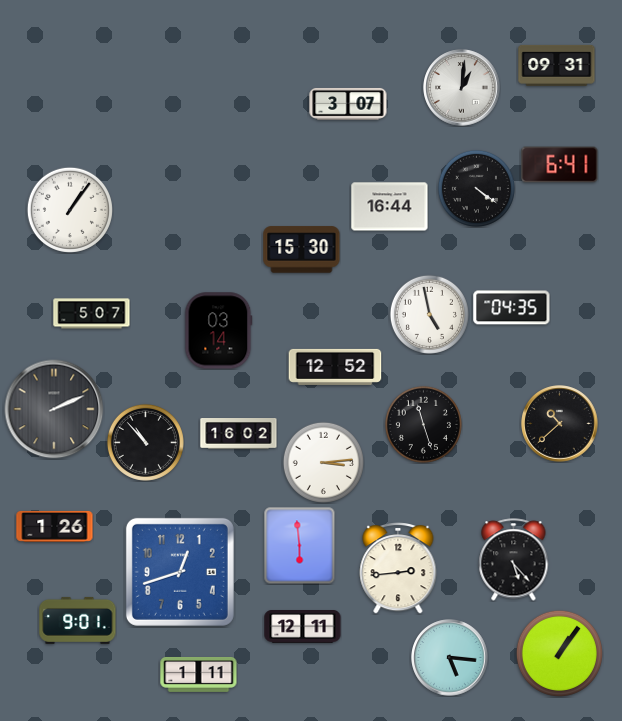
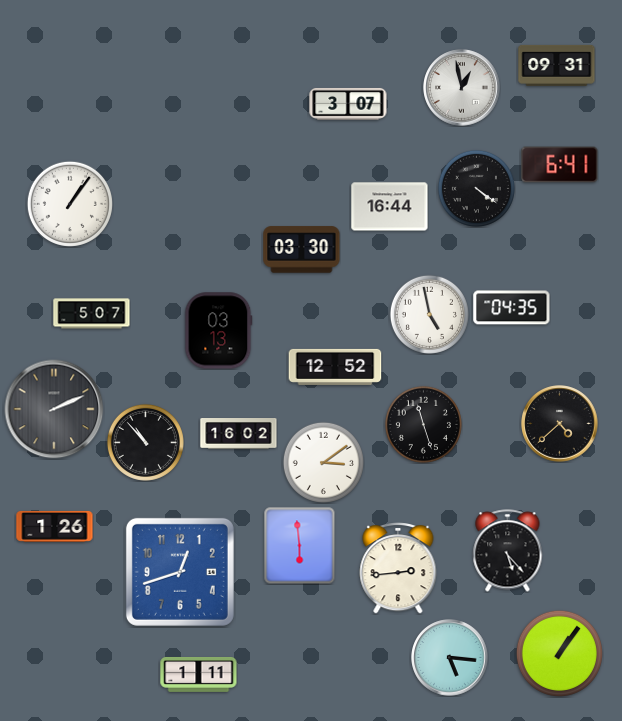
clock at (462, 88): 1:01 -> 12:58
clock at (69, 209) position: (69, 209) -> (69, 203)
clock at (302, 250): 15:30 -> 03:30
clock at (219, 331): 03:14 -> 03:13
clock at (560, 424): 10:38 -> 4:38
clock at (323, 462): 3:14 -> 3:09
clock at (514, 560) position: (514, 560) -> (508, 551)
clock at (78, 620): 9:01 -> none
clock at (303, 627): 12:11 -> none
